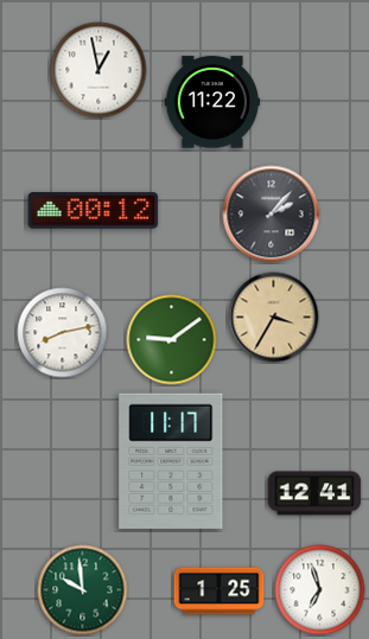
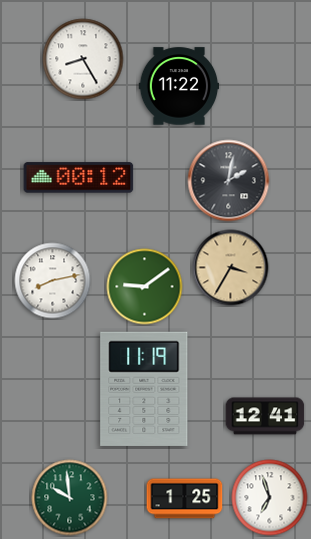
clock at (98, 70): 12:58 -> 8:25
clock at (272, 215): 2:07 -> 2:02
clock at (171, 461): 11:17 -> 11:19
